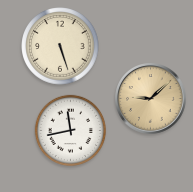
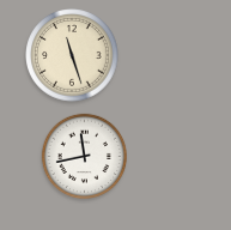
clock at (60, 46): 5:27 -> 11:27
clock at (151, 99): 9:08 -> none
